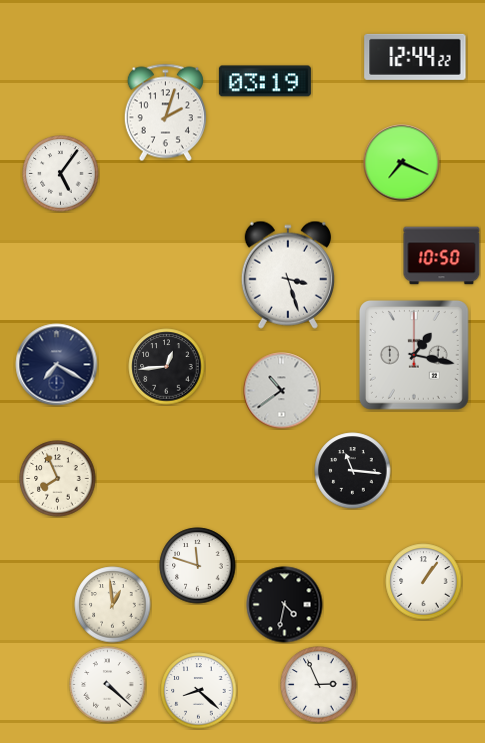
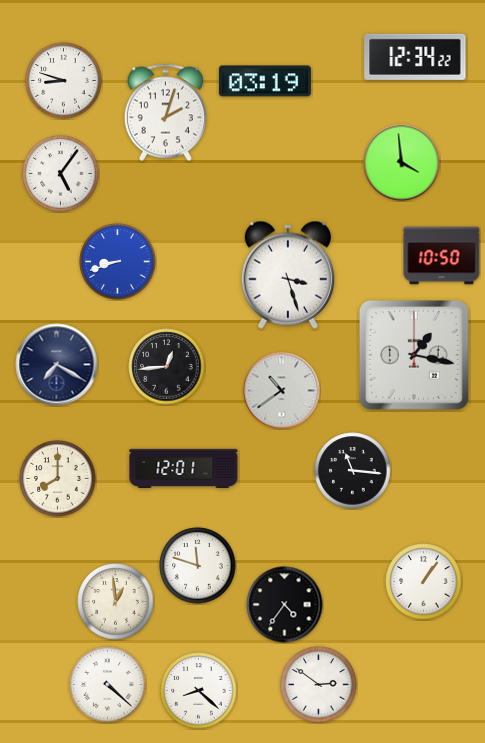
clock at (415, 57): 12:44 -> 12:34
clock at (64, 81): none -> 8:48
clock at (402, 163): 7:19 -> 3:59
clock at (118, 262): none -> 8:42
clock at (184, 468): none -> 12:01
clock at (58, 479): 7:56 -> 8:00
clock at (113, 605) position: (113, 605) -> (116, 602)
clock at (285, 605): 4:32 -> 4:36
clock at (319, 685): 2:56 -> 2:51
